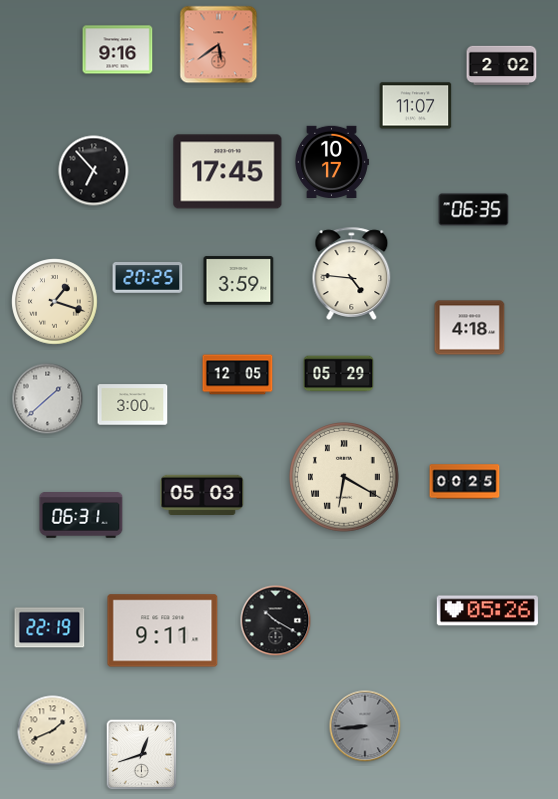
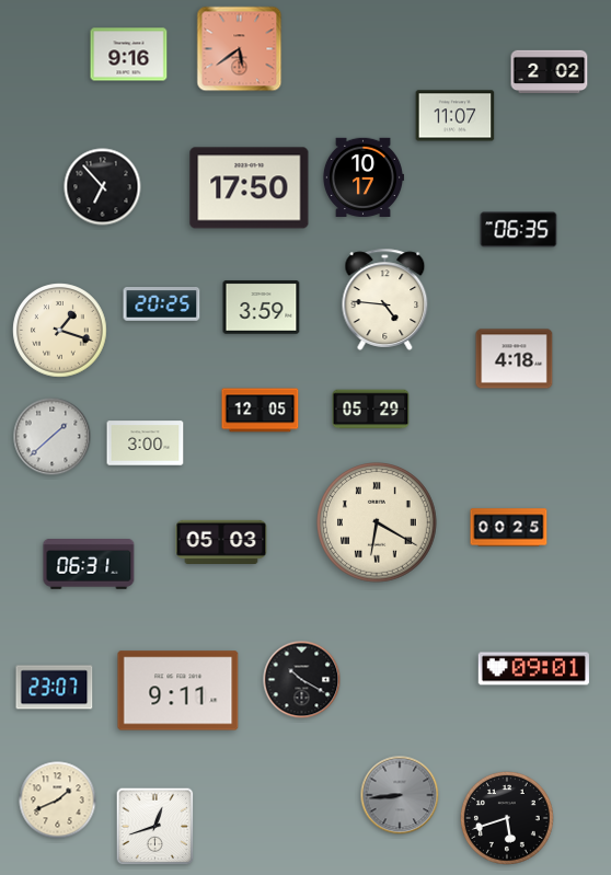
clock at (228, 172): 17:45 -> 17:50
clock at (487, 611): 05:26 -> 09:01
clock at (50, 628): 22:19 -> 23:07
clock at (508, 819): none -> 5:42
